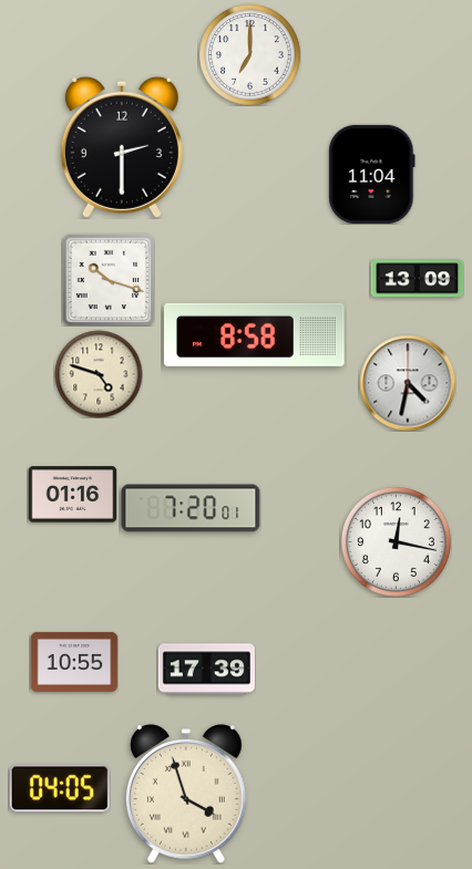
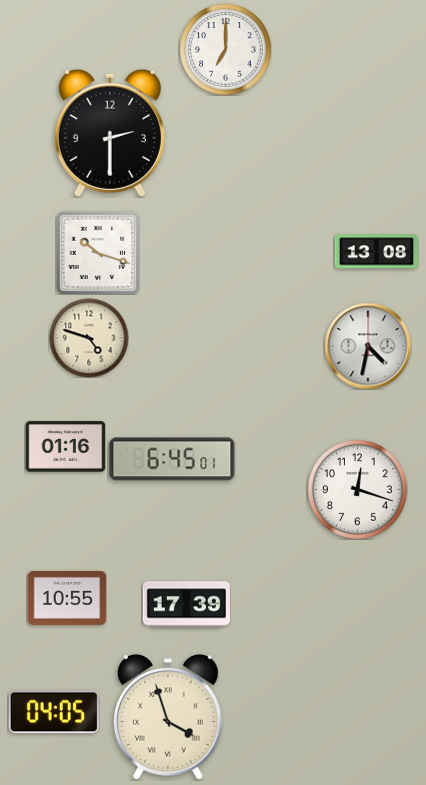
clock at (372, 174): 11:04 -> none
clock at (417, 279): 13:09 -> 13:08
clock at (255, 334): 8:58 -> none
clock at (191, 508): 7:20 -> 6:45
clock at (396, 541): 12:17 -> 12:18
